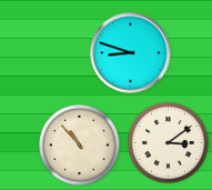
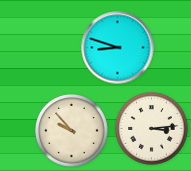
clock at (169, 143): 3:09 -> 3:14
clock at (80, 146): 10:53 -> 9:53
